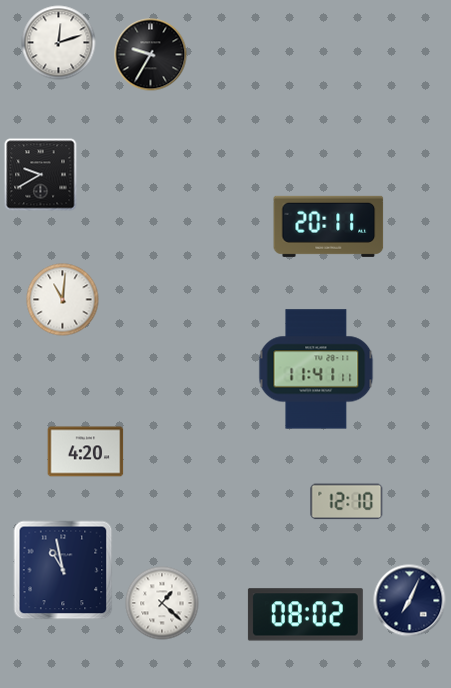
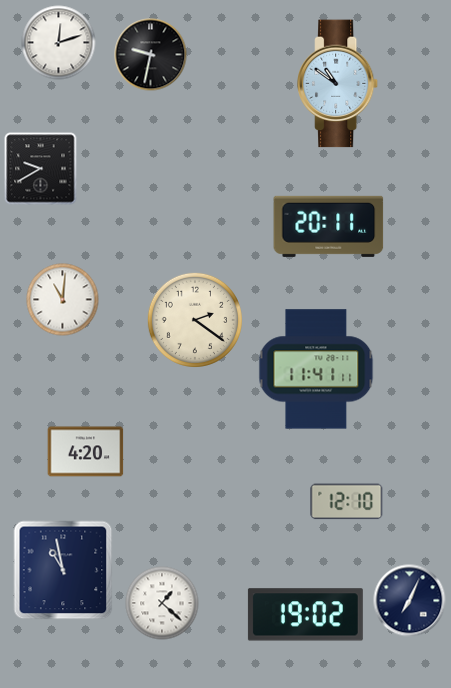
clock at (151, 55): 9:35 -> 9:32
clock at (338, 84): none -> 10:51
clock at (41, 175) position: (41, 175) -> (41, 169)
clock at (195, 320): none -> 2:21
clock at (305, 615): 08:02 -> 19:02
